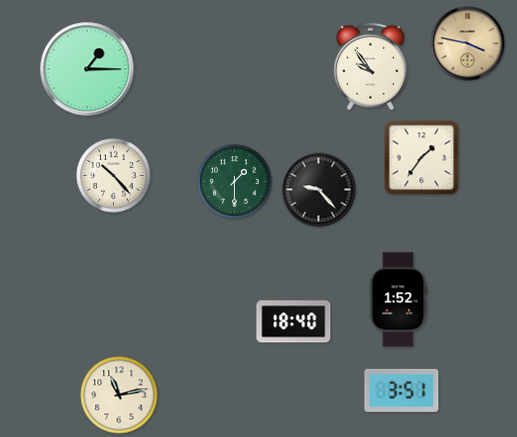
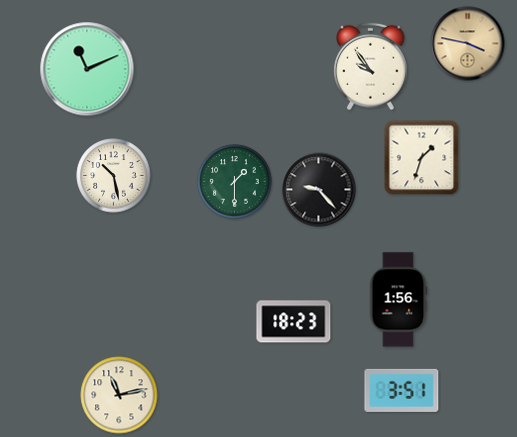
clock at (87, 69): 1:15 -> 11:11
clock at (422, 158): 1:36 -> 1:33
clock at (114, 176): 10:23 -> 10:28
clock at (398, 300): 1:52 -> 1:56
clock at (294, 322): 18:40 -> 18:23
